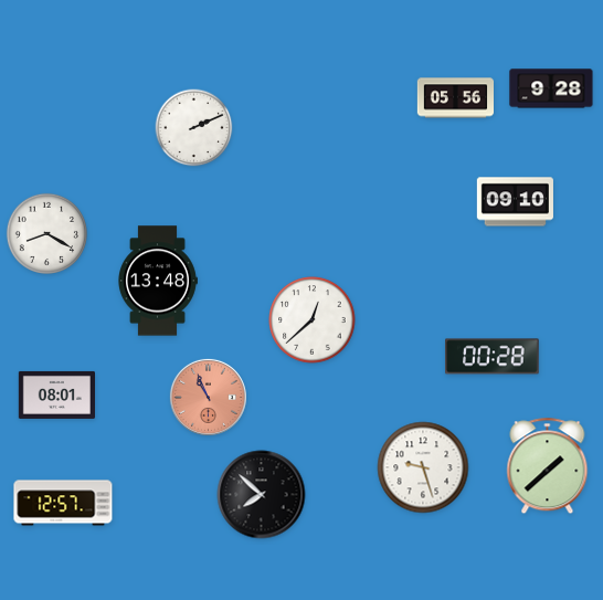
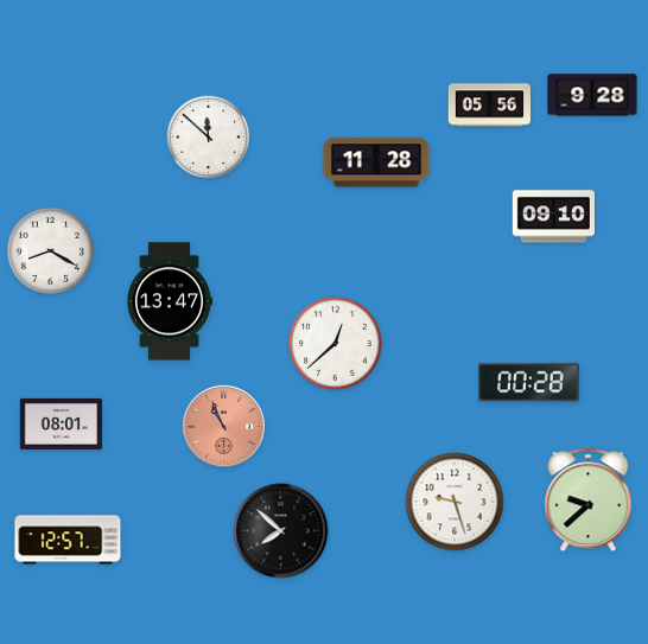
clock at (194, 128): 2:11 -> 11:52
clock at (376, 162): none -> 11:28
clock at (158, 281): 13:48 -> 13:47
clock at (548, 466): 1:38 -> 9:38
